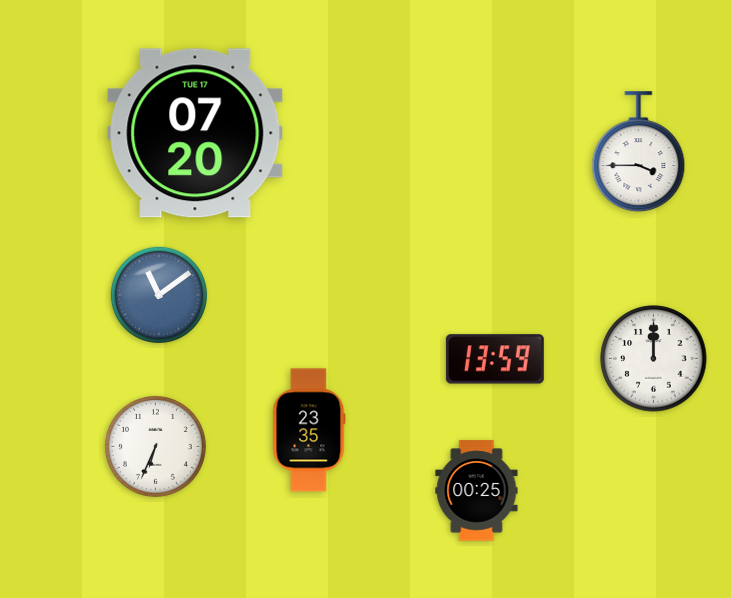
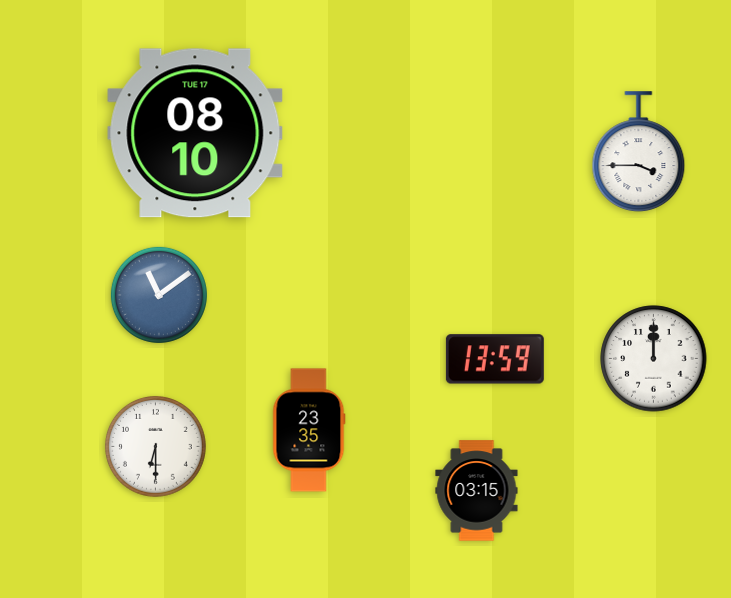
clock at (195, 133): 07:20 -> 08:10
clock at (156, 447): 6:34 -> 6:30
clock at (477, 491): 00:25 -> 03:15
